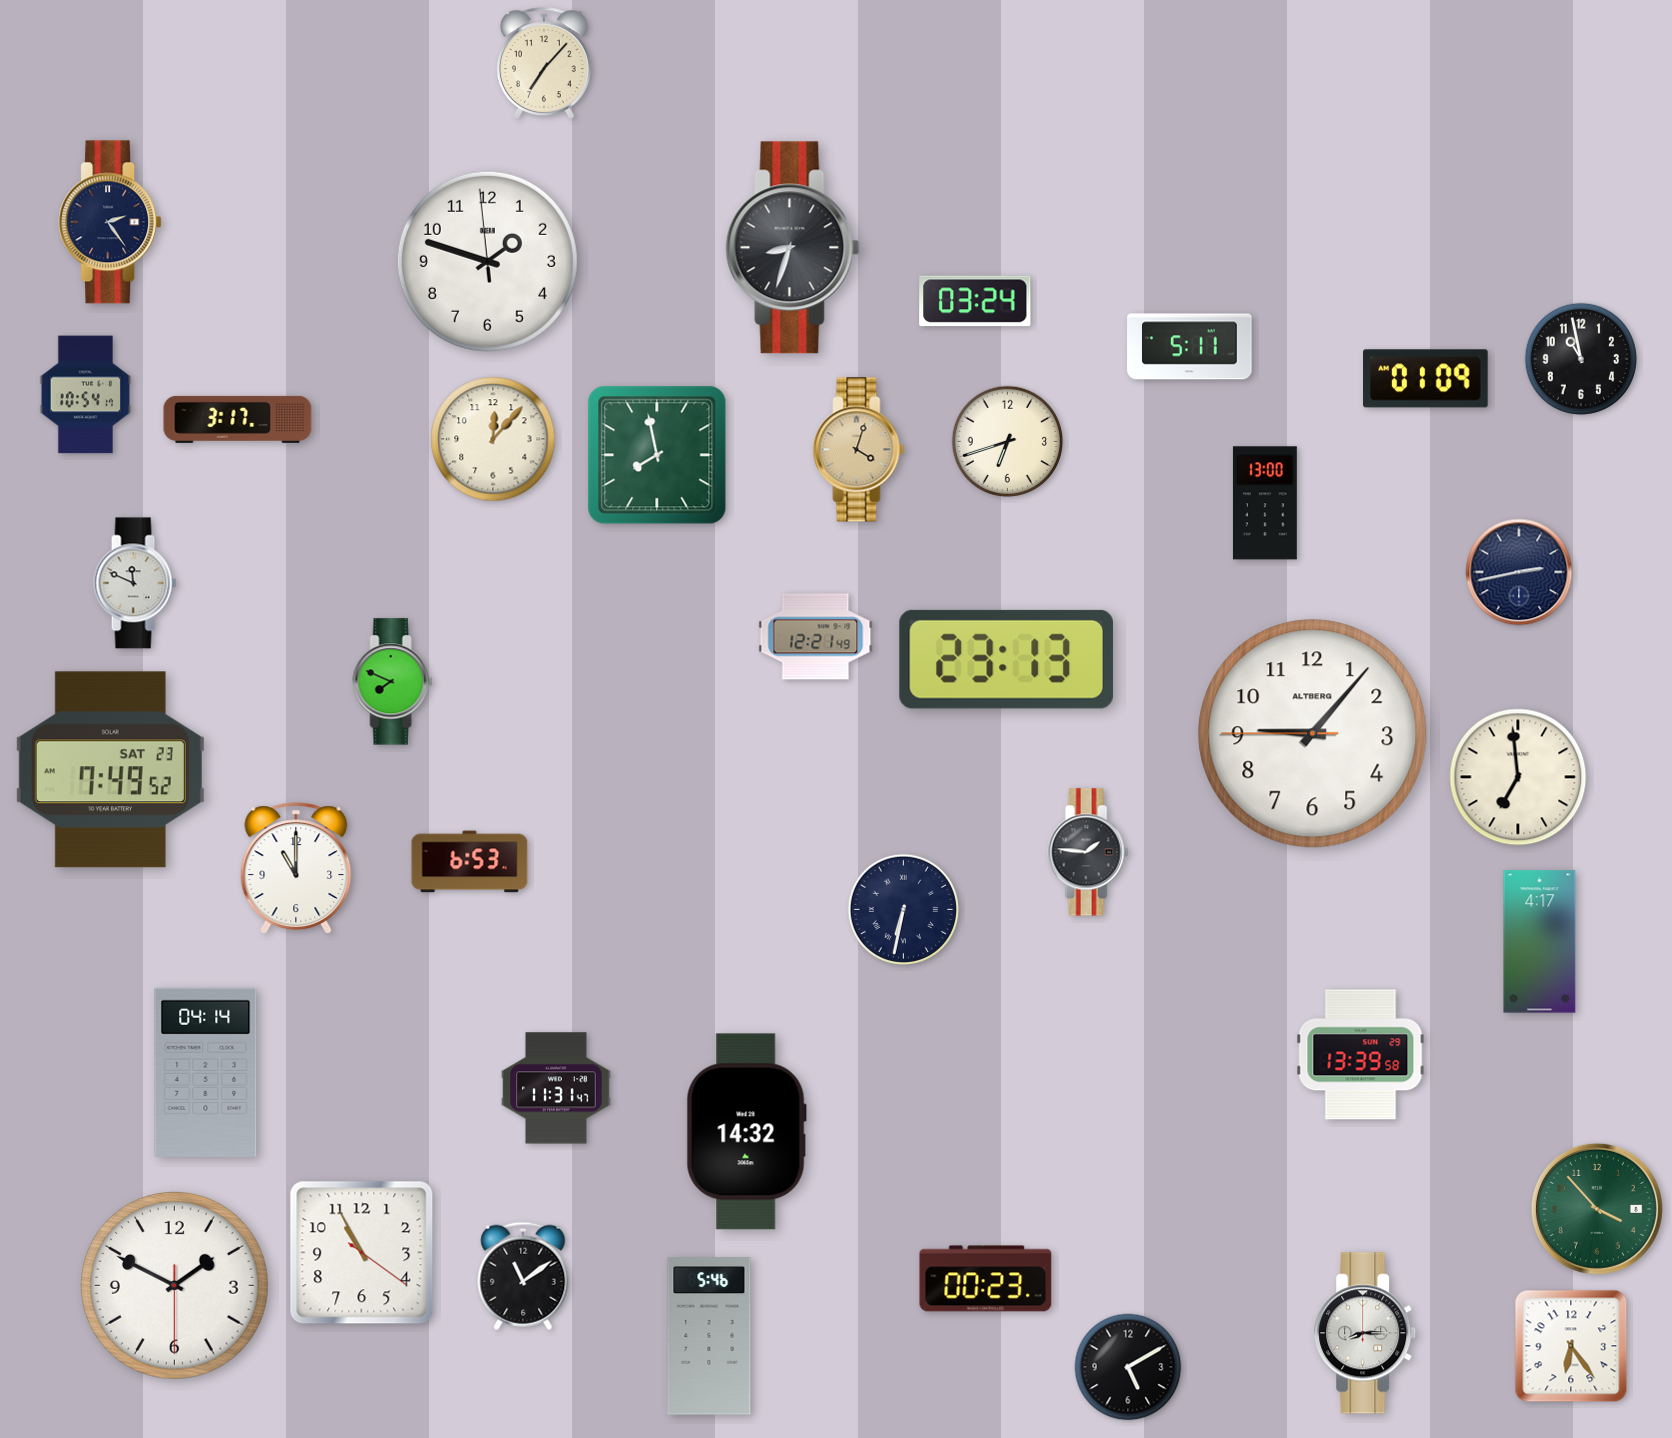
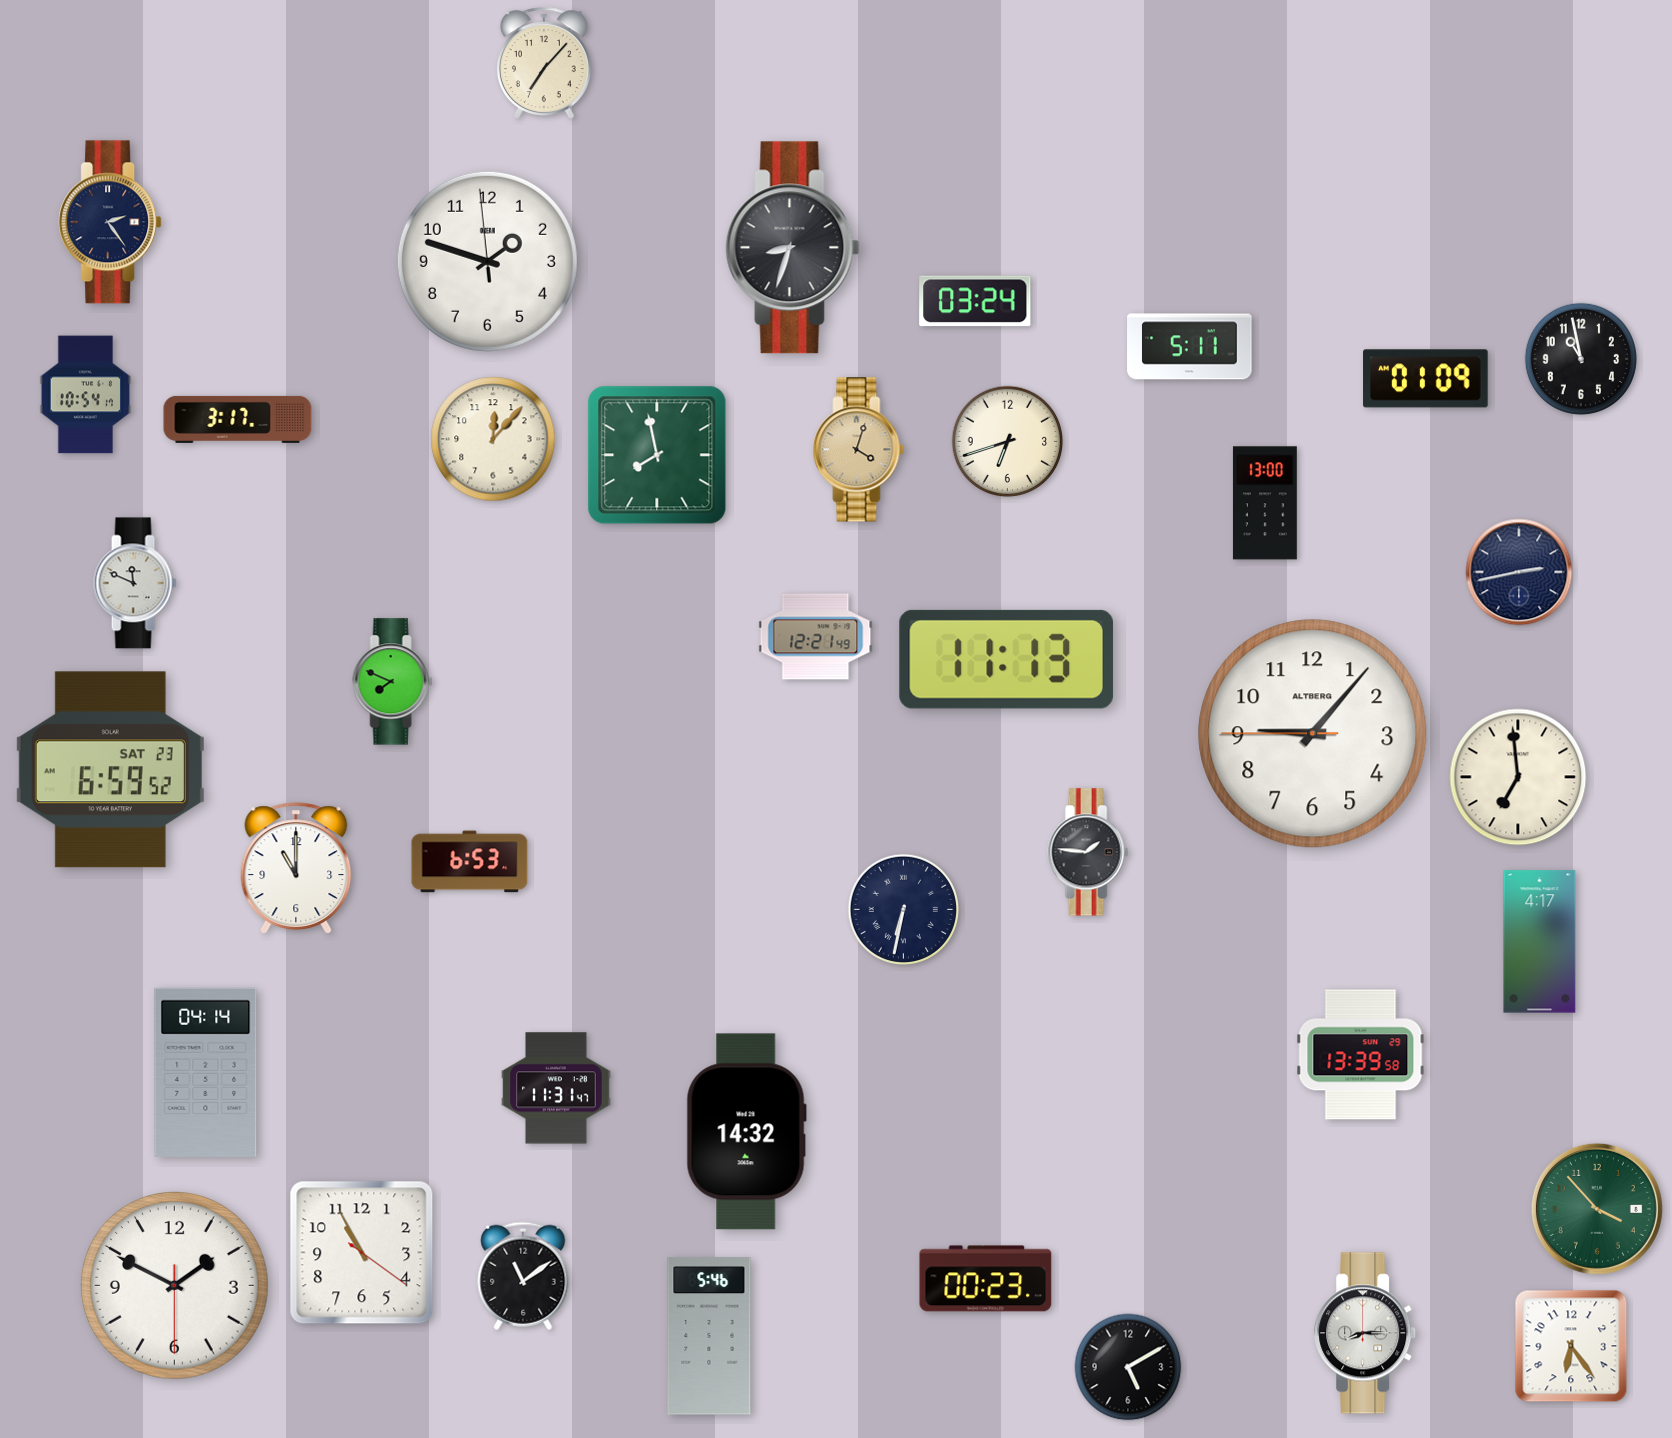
clock at (1006, 659): 23:13 -> 11:13
clock at (110, 770): 7:49 -> 6:59
